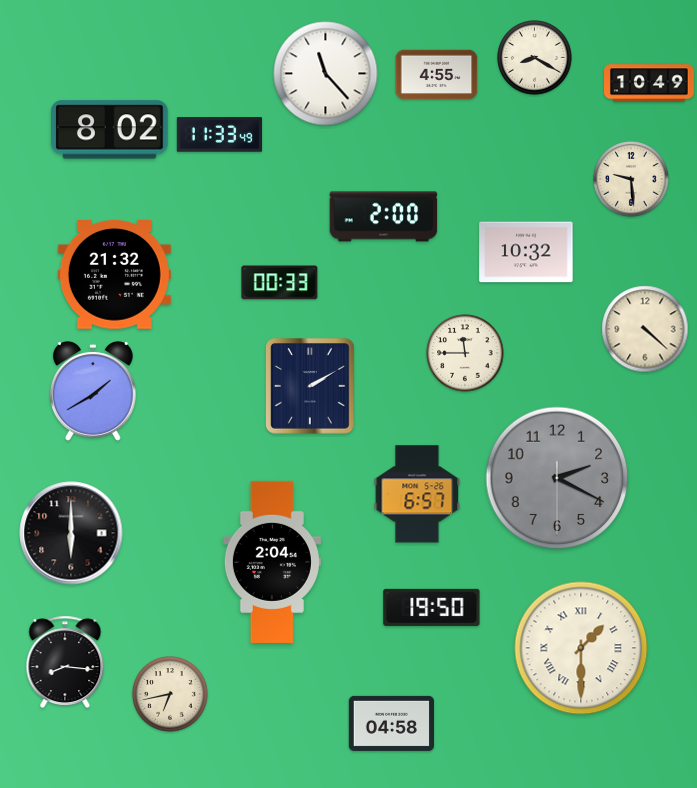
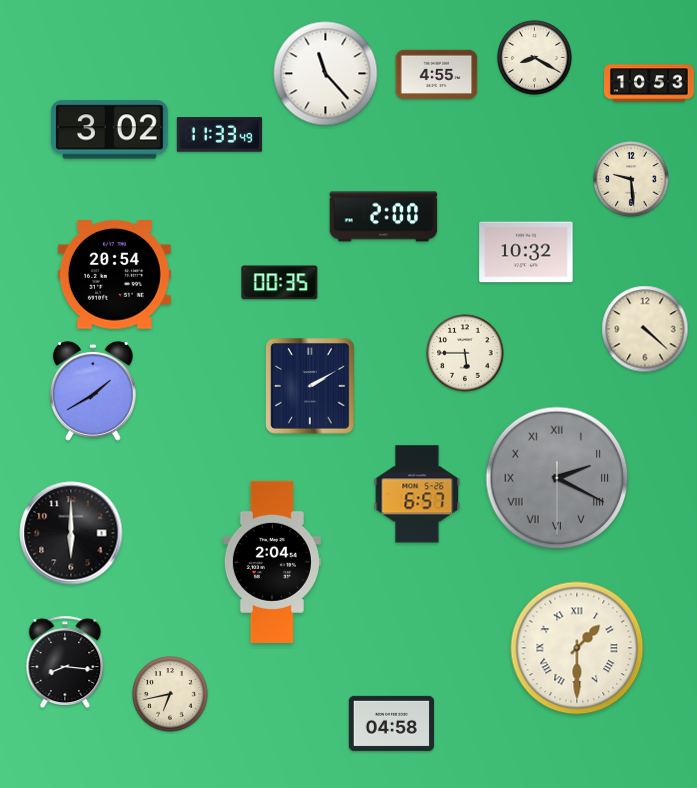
clock at (650, 83): 10:49 -> 10:53
clock at (110, 130): 8:02 -> 3:02
clock at (114, 275): 21:32 -> 20:54
clock at (280, 283): 00:33 -> 00:35
clock at (465, 353): 11:45 -> 5:45
clock at (557, 478) numerals: Arabic -> Roman
clock at (432, 607): 19:50 -> none
clock at (581, 648) position: (581, 648) -> (577, 648)
